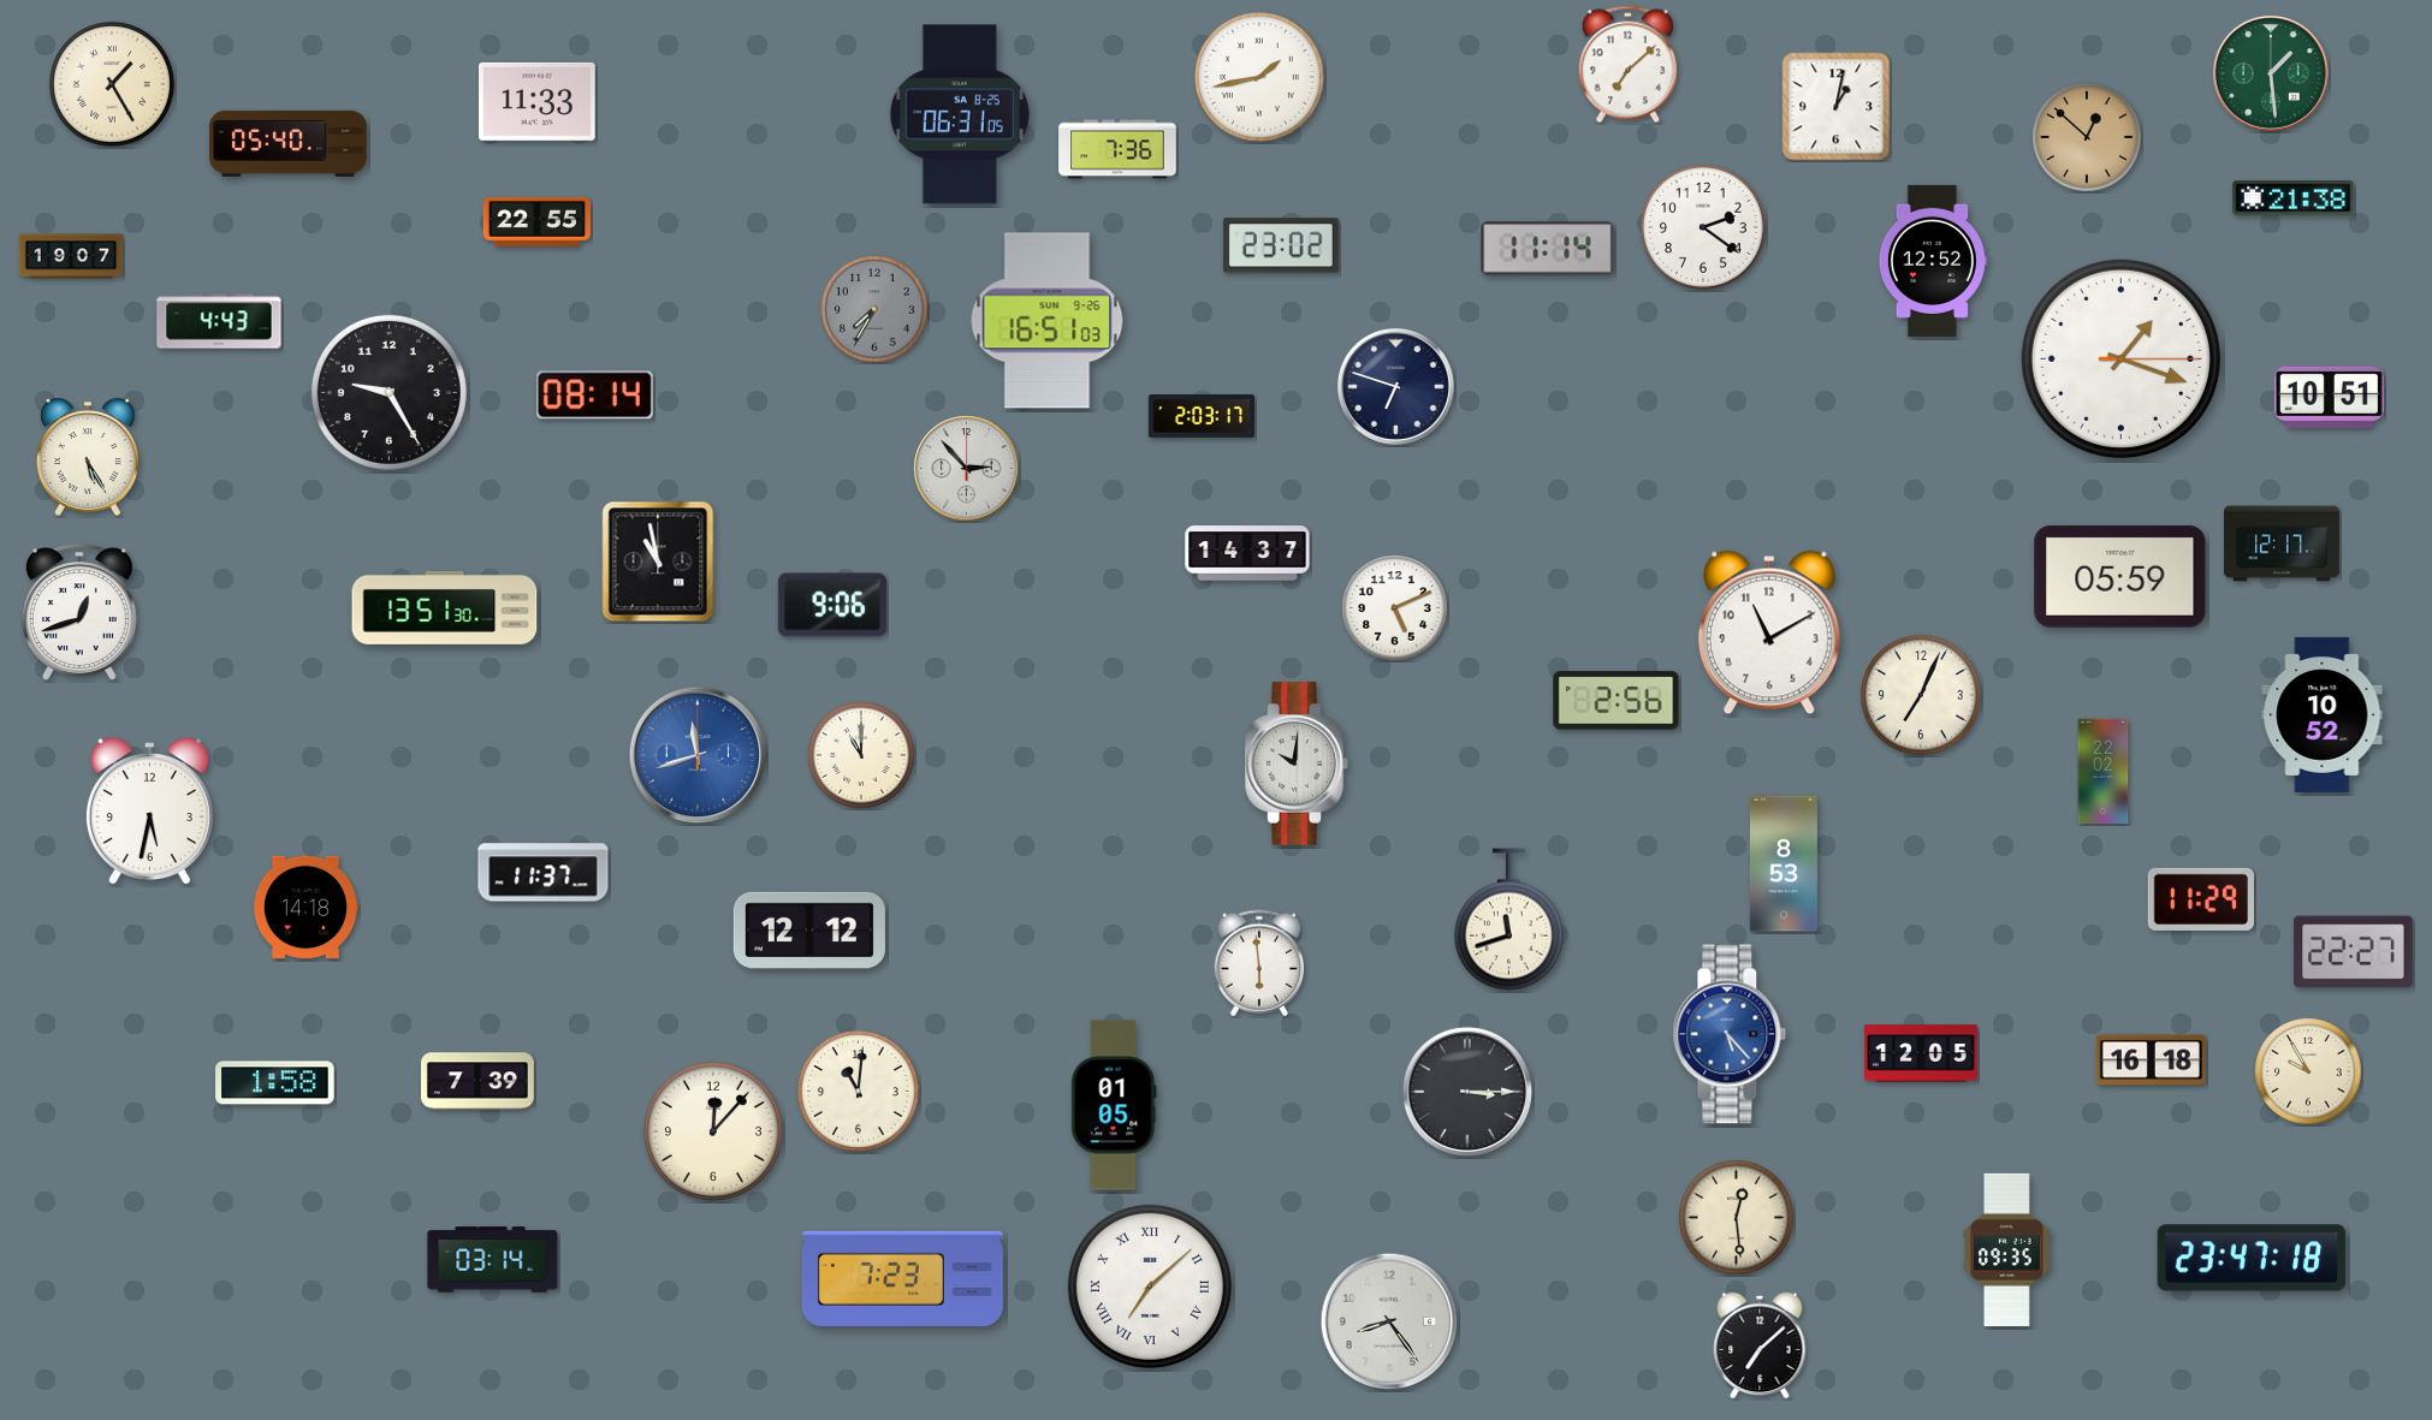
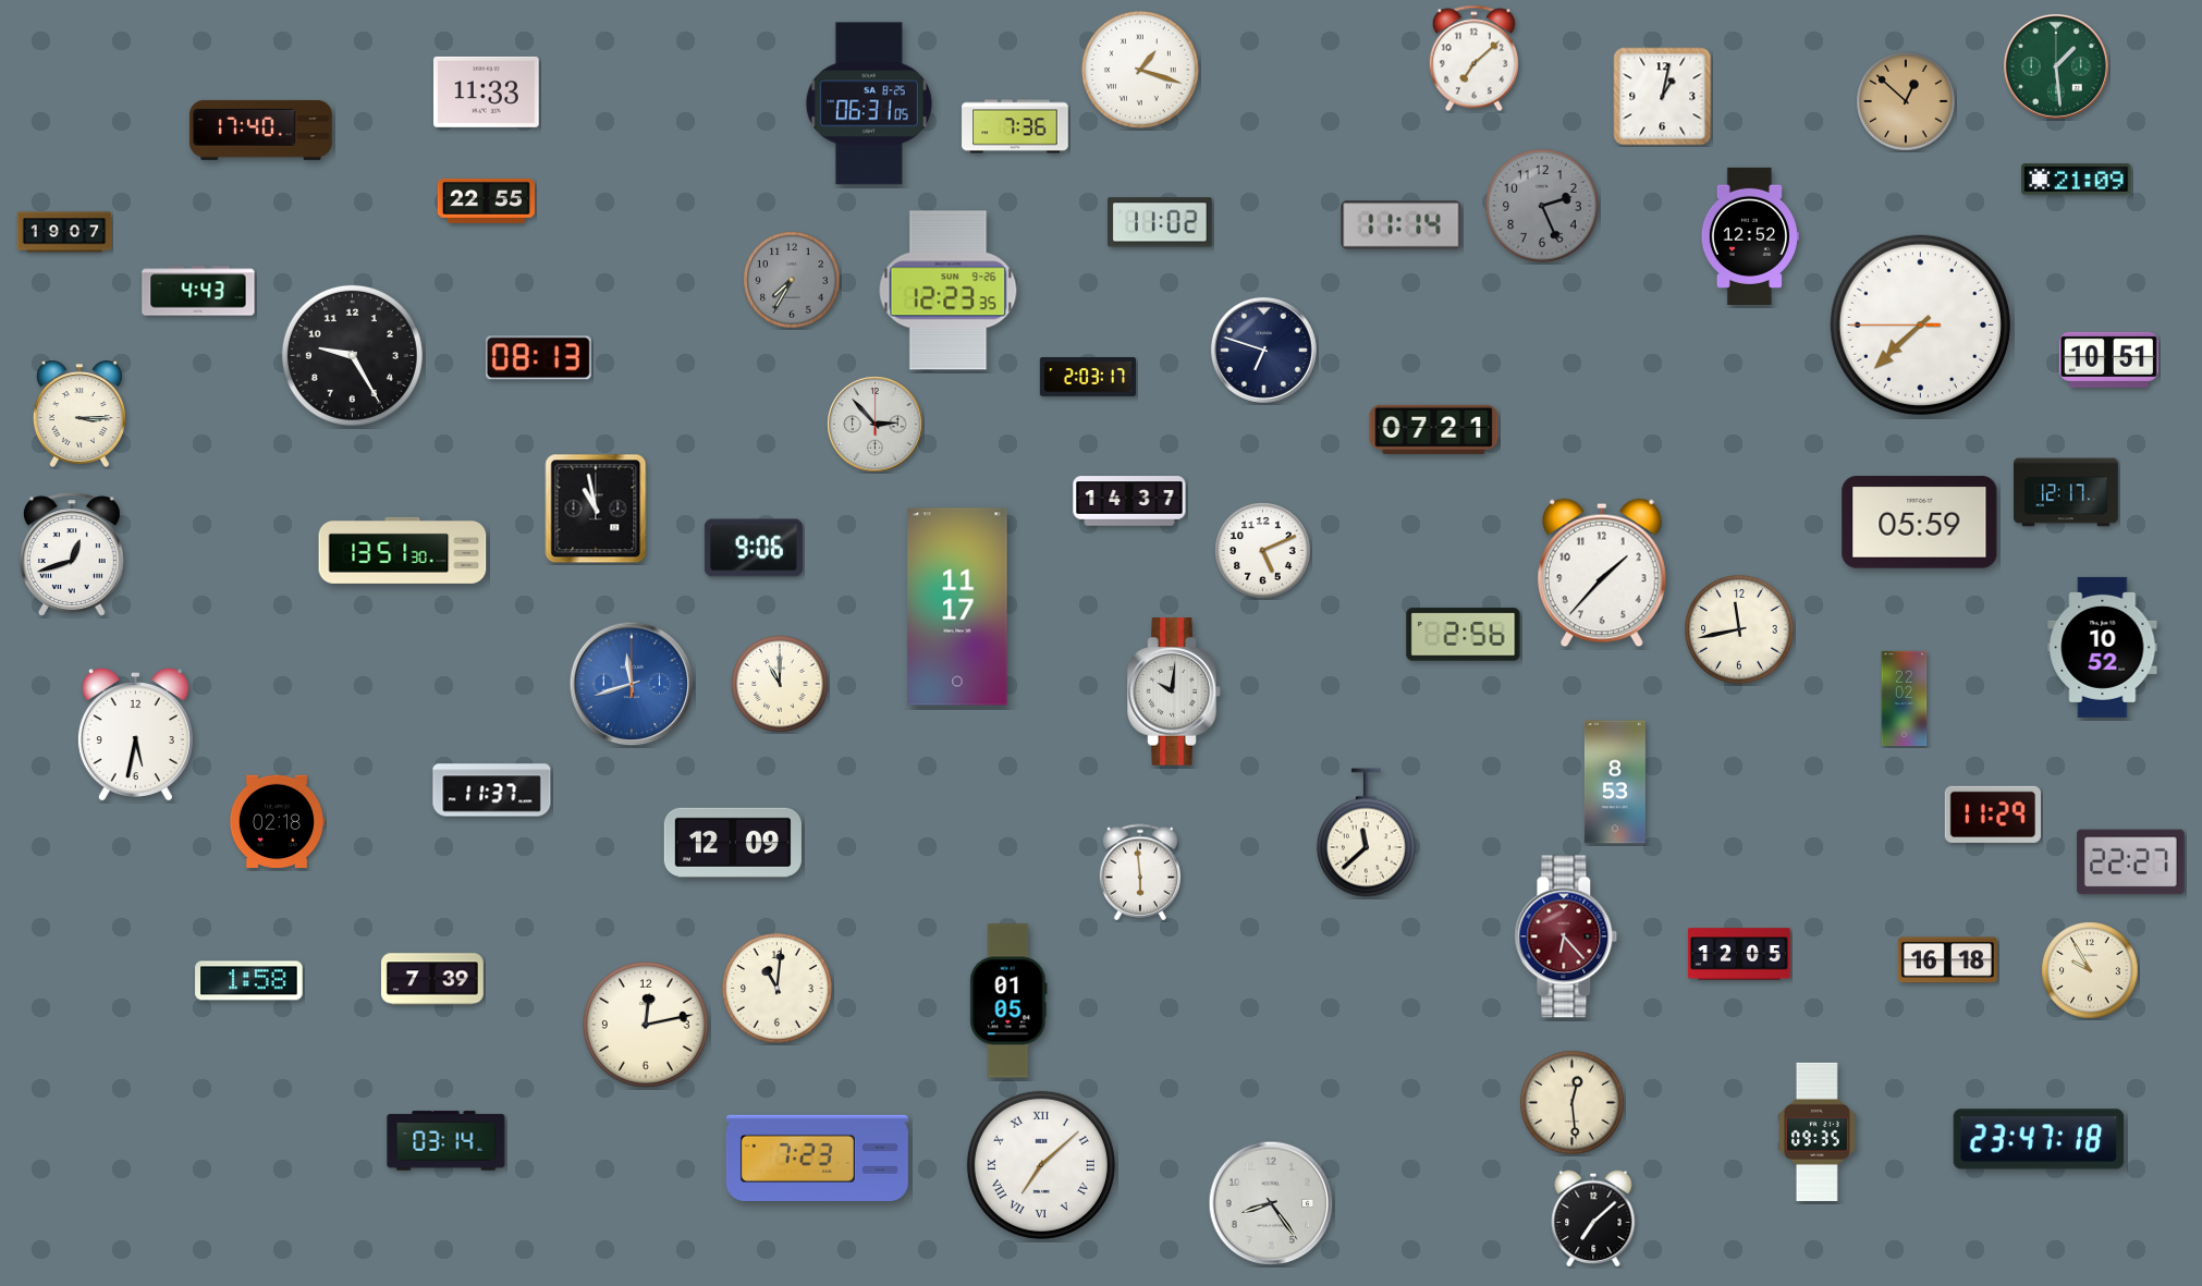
clock at (1259, 77): 1:43 -> 1:18
clock at (113, 85): 1:25 -> none
clock at (2087, 137) position: (2087, 137) -> (1906, 101)
clock at (287, 143): 05:40 -> 17:40
clock at (1117, 149) position: (1117, 149) -> (1015, 126)
clock at (2294, 198): 21:38 -> 21:09
clock at (1704, 228): 2:21 -> 2:26
clock at (1704, 228) dial: white -> grey
clock at (1282, 245): 23:02 -> 11:02
clock at (1048, 321): 16:51 -> 12:23
clock at (2120, 358): 1:18 -> 7:37
clock at (595, 396): 08:14 -> 08:13
clock at (88, 457): 5:25 -> 3:15
clock at (1434, 429): none -> 07:21
clock at (1769, 632): 11:10 -> 1:37
clock at (957, 607): none -> 11:17
clock at (1922, 696): 7:04 -> 11:43
clock at (306, 908): 14:18 -> 02:18
clock at (1508, 920): 11:42 -> 11:38
clock at (809, 931): 12:12 -> 12:09
clock at (1730, 1034): 5:23 -> 6:23
clock at (1730, 1034) dial: blue -> burgundy
clock at (1466, 1091): 3:15 -> none
clock at (713, 1131): 12:07 -> 12:13
clock at (1389, 1321) position: (1389, 1321) -> (1271, 1203)
